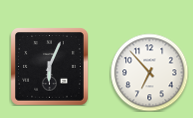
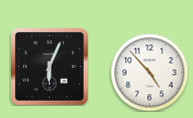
clock at (149, 72): 6:53 -> 4:53
